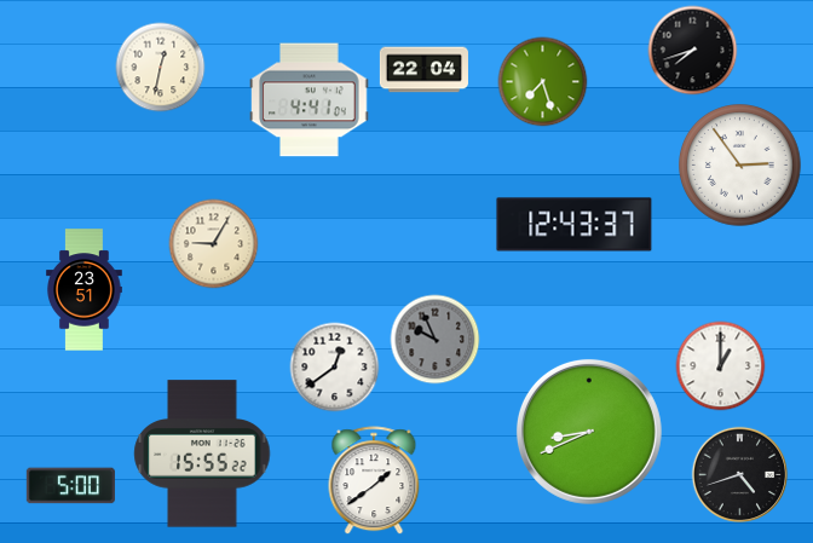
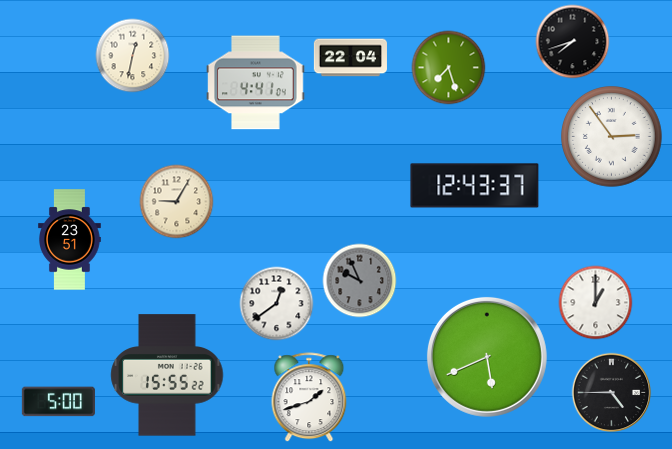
clock at (589, 432): 8:41 -> 5:41
clock at (740, 475): 4:42 -> 4:45
clock at (374, 481): 1:39 -> 1:42
